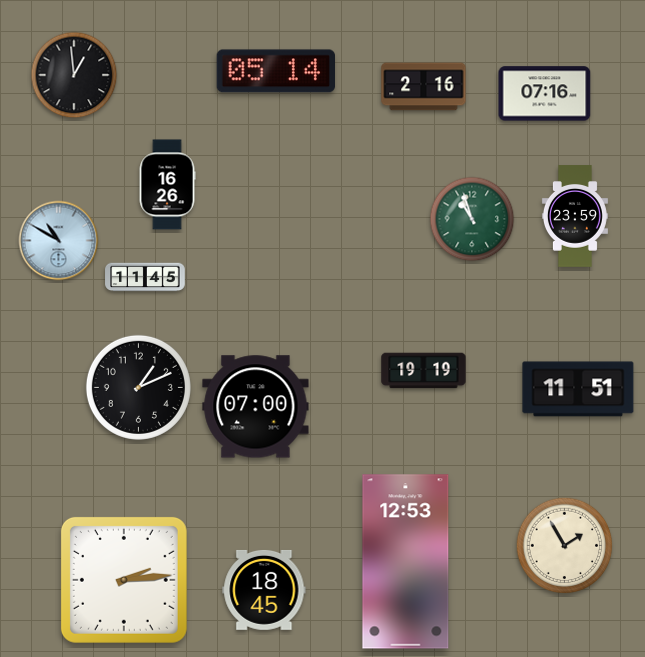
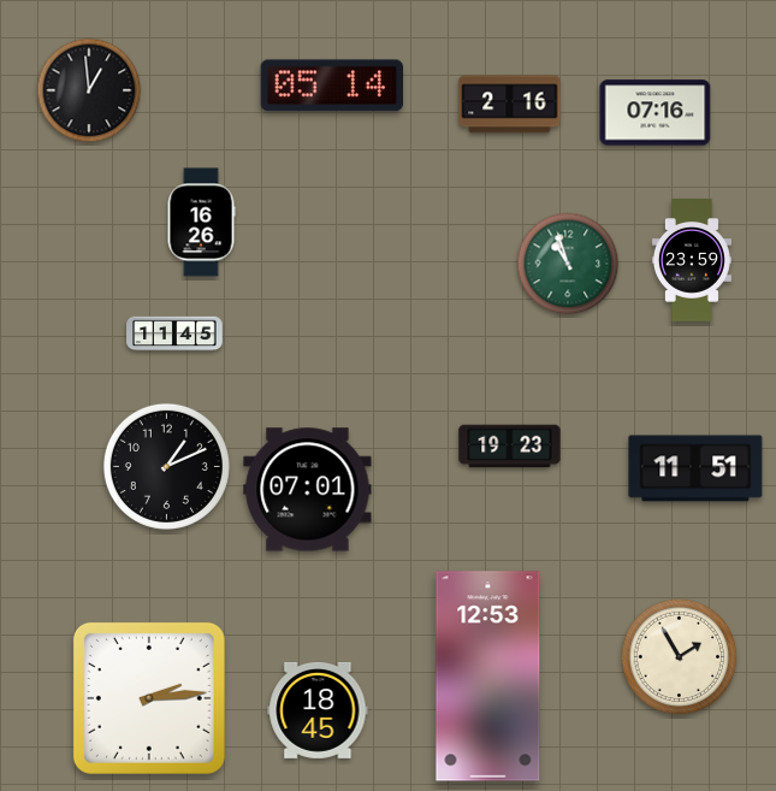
clock at (59, 241): 10:50 -> none
clock at (424, 371): 19:19 -> 19:23
clock at (256, 407): 07:00 -> 07:01
